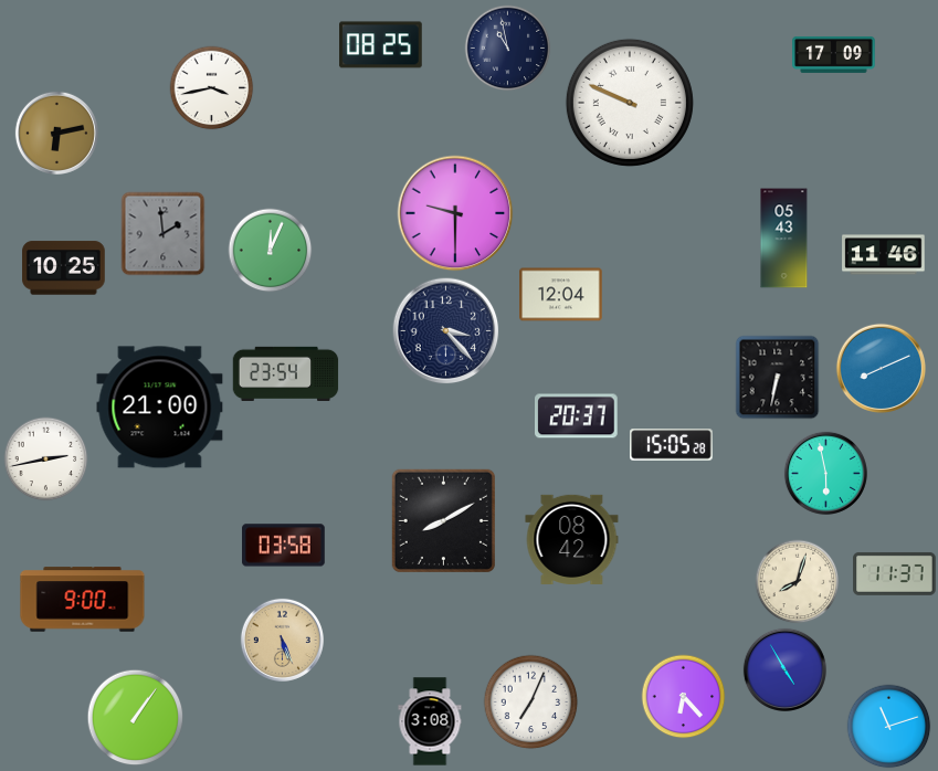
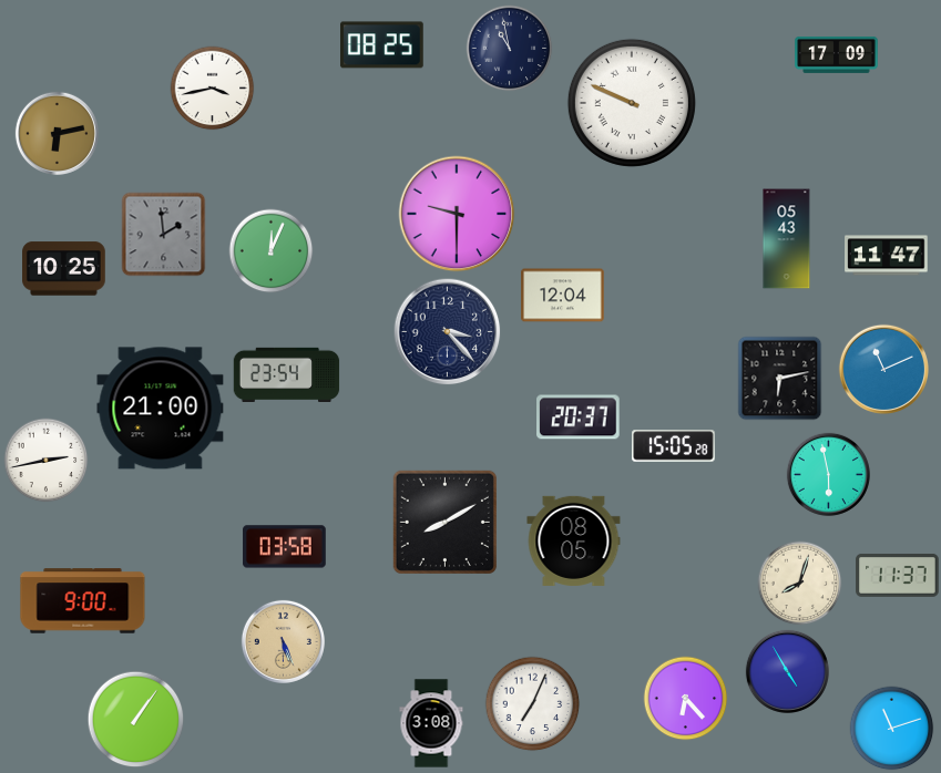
clock at (884, 255): 11:46 -> 11:47
clock at (881, 368): 8:11 -> 11:11
clock at (778, 378): 6:32 -> 6:13
clock at (572, 539): 08:42 -> 08:05
